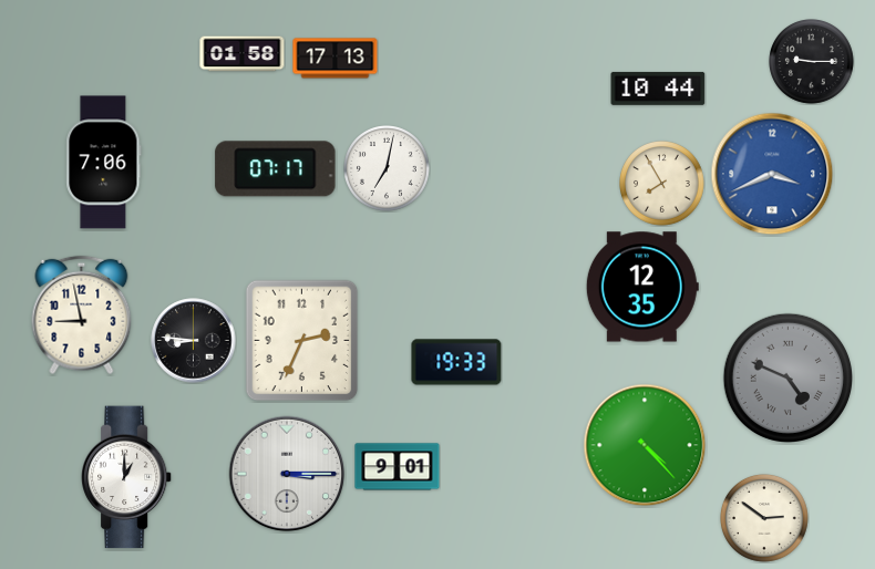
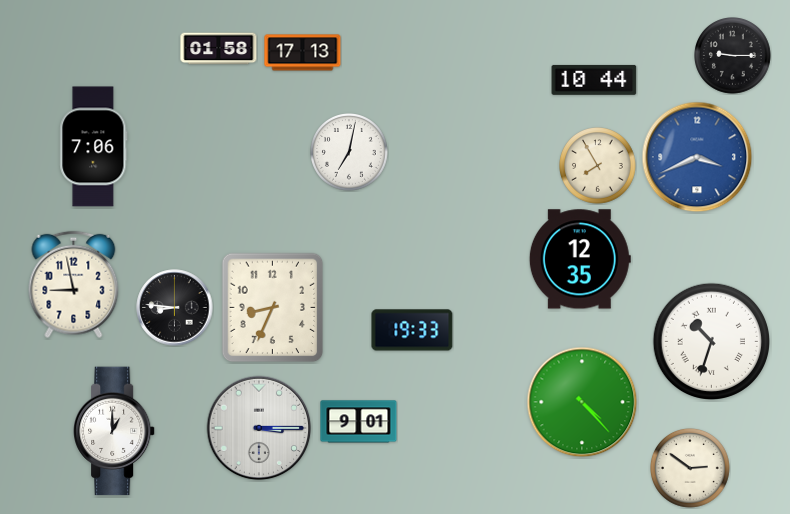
clock at (276, 169): 07:17 -> none
clock at (302, 341): 2:34 -> 8:34
clock at (456, 362) position: (456, 362) -> (412, 330)
clock at (787, 377): 4:49 -> 10:33
clock at (787, 377) dial: grey -> white
